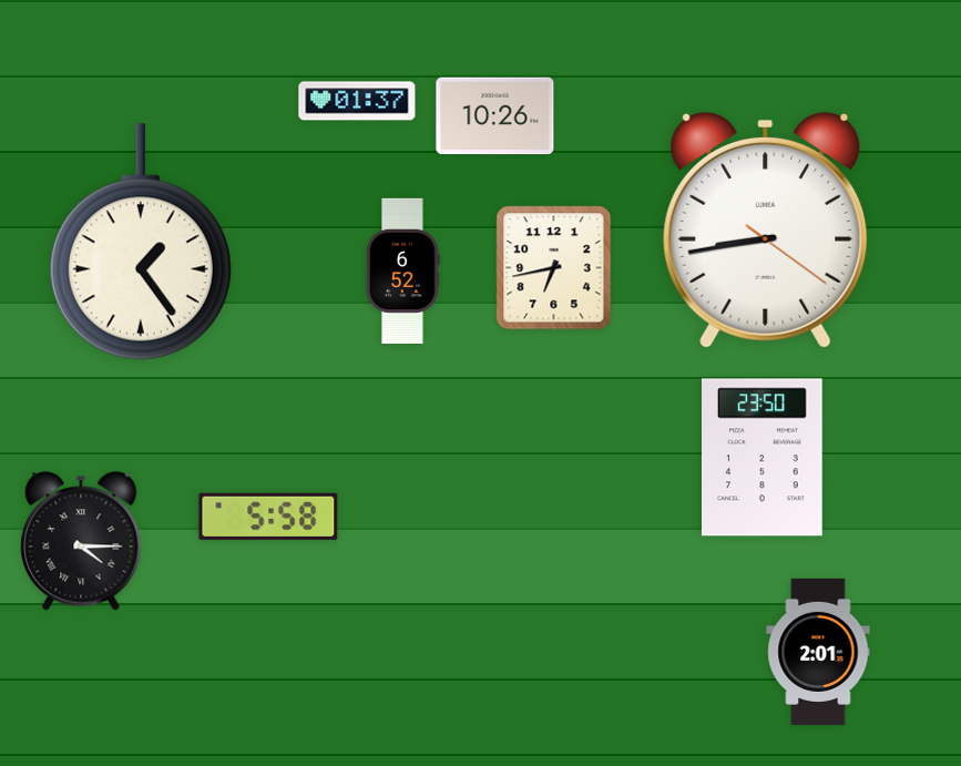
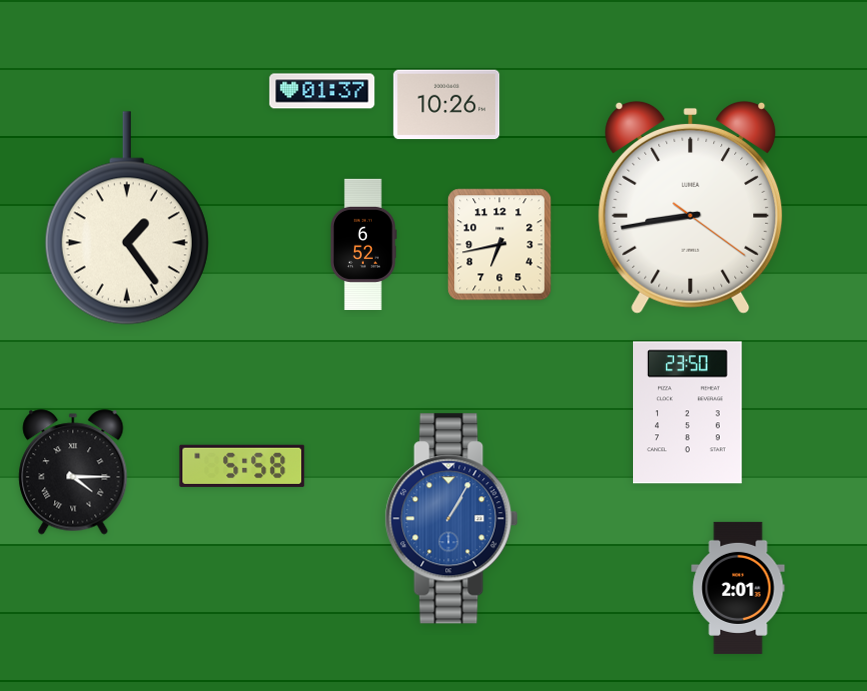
clock at (554, 268) position: (554, 268) -> (500, 245)
clock at (81, 541) position: (81, 541) -> (73, 472)
clock at (451, 519): none -> 1:05
